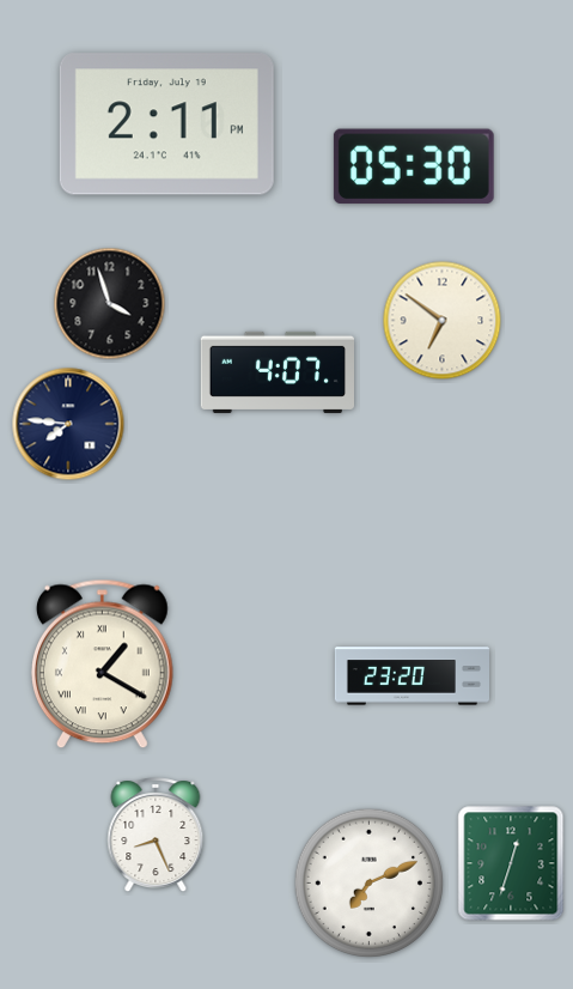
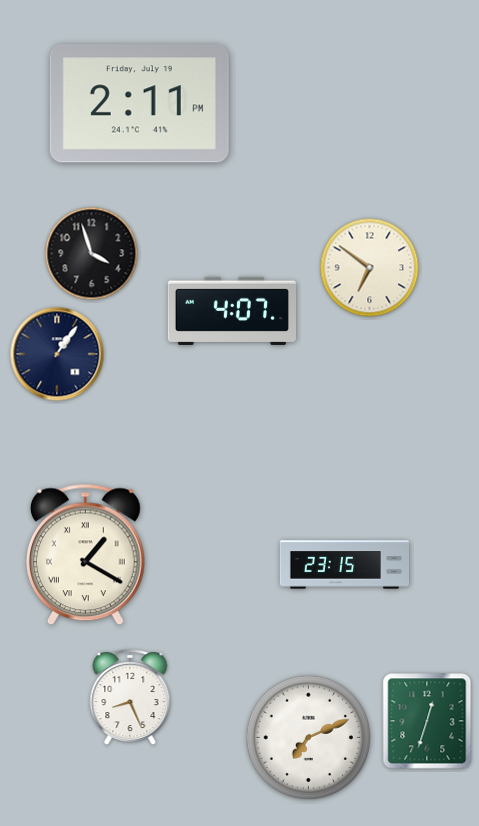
clock at (414, 166): 05:30 -> none
clock at (68, 424): 7:46 -> 1:06
clock at (412, 676): 23:20 -> 23:15
